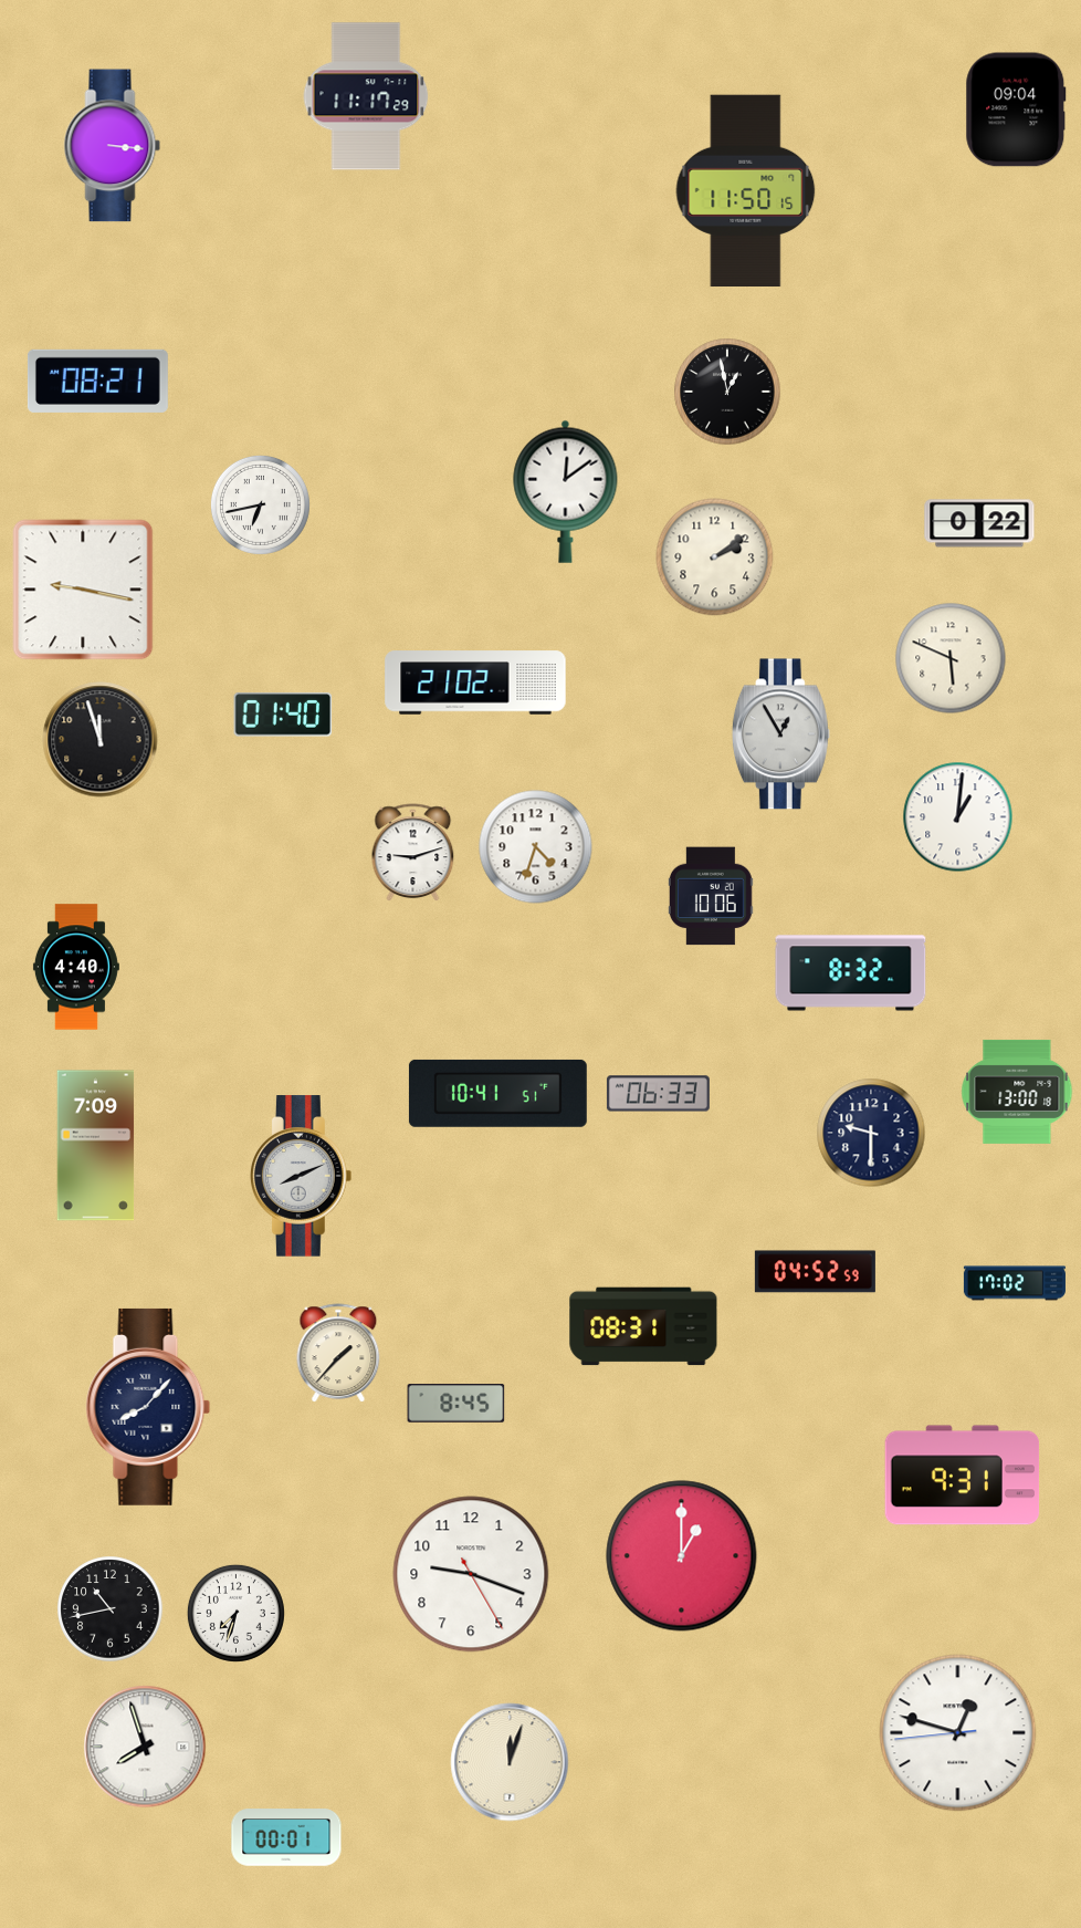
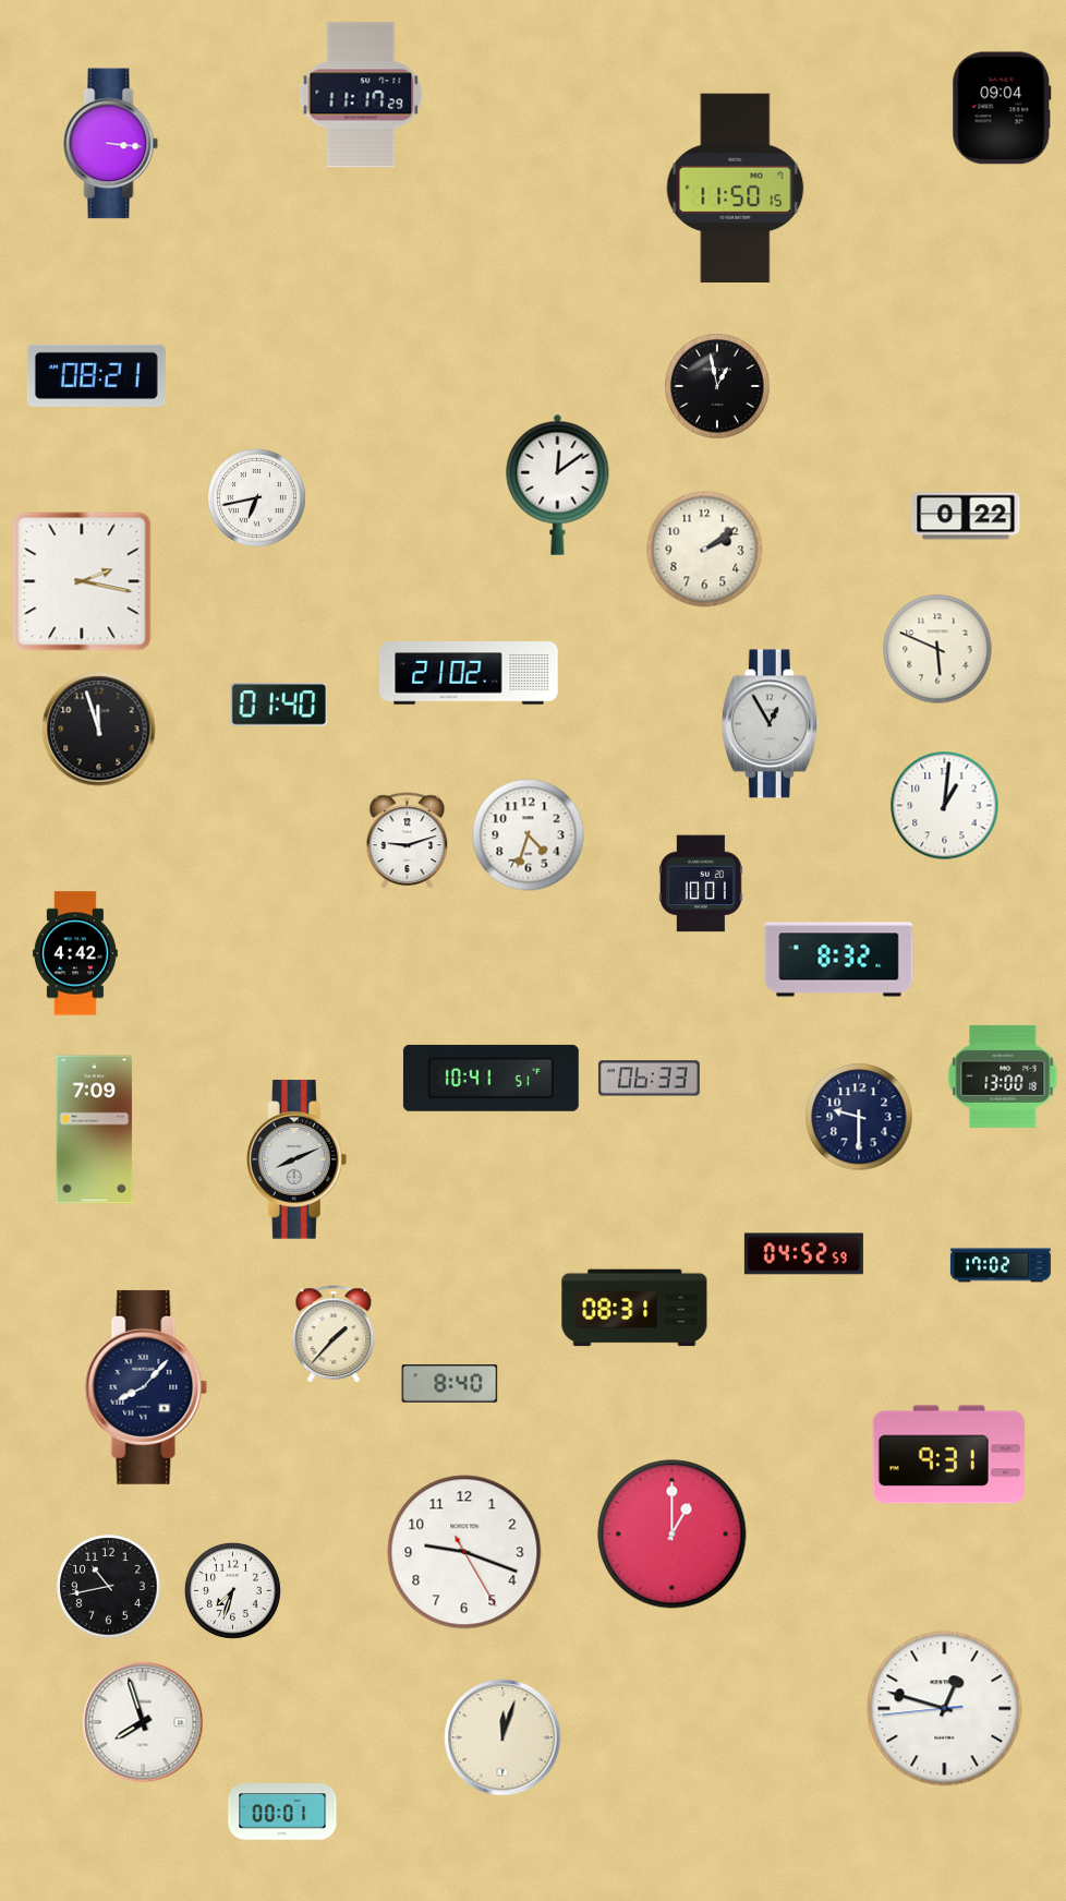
clock at (83, 590): 9:17 -> 2:17
clock at (711, 896): 10:06 -> 10:01
clock at (76, 967): 4:40 -> 4:42
clock at (456, 1404): 8:45 -> 8:40
